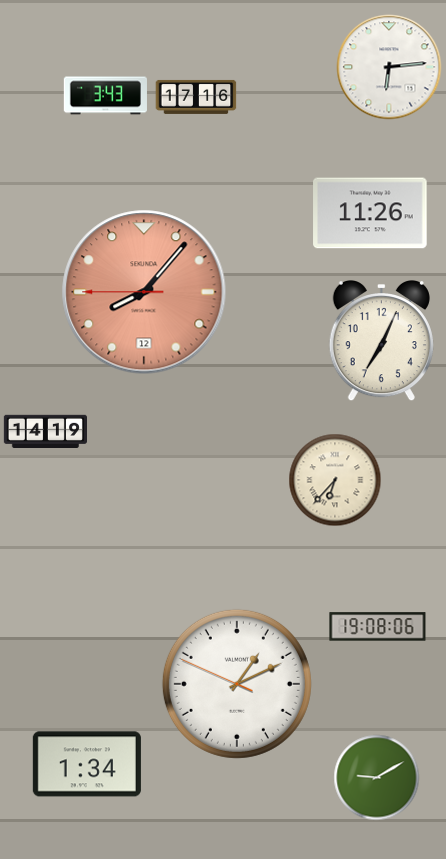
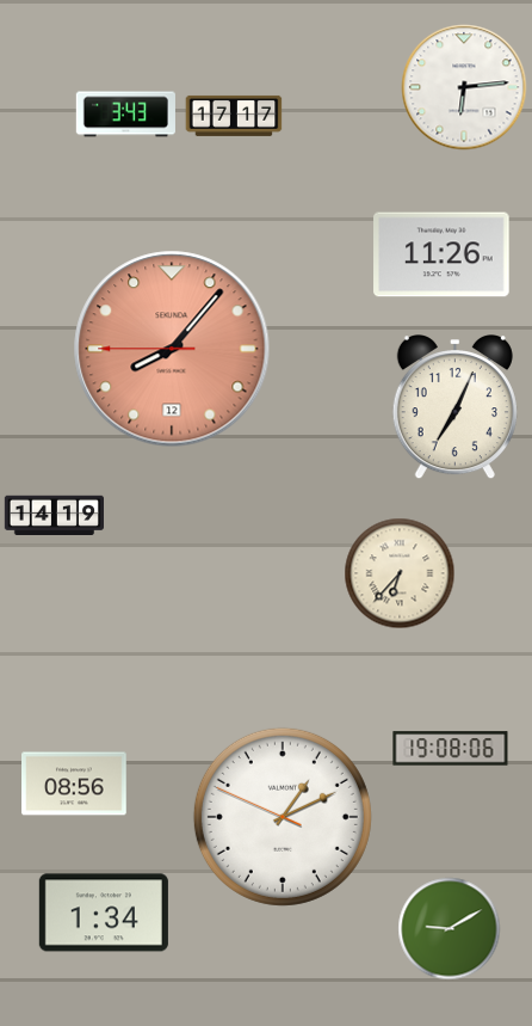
clock at (389, 67) position: (389, 67) -> (464, 87)
clock at (196, 97): 17:16 -> 17:17
clock at (75, 784): none -> 08:56
